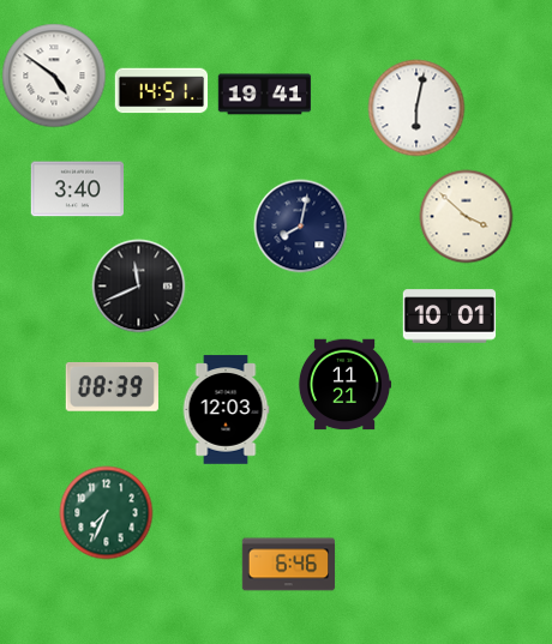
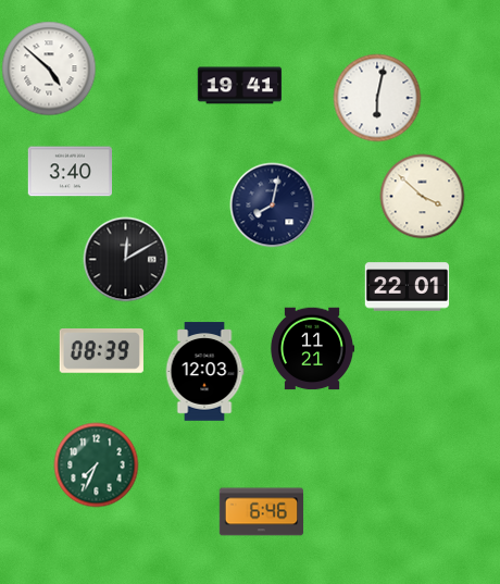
clock at (54, 76): 4:51 -> 4:52
clock at (161, 91): 14:51 -> none
clock at (138, 285): 11:41 -> 12:10
clock at (449, 317): 10:01 -> 22:01
